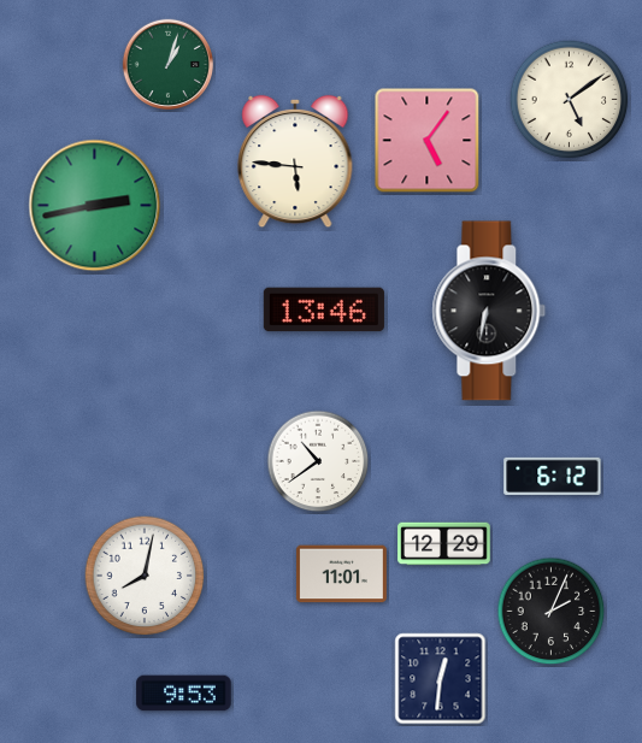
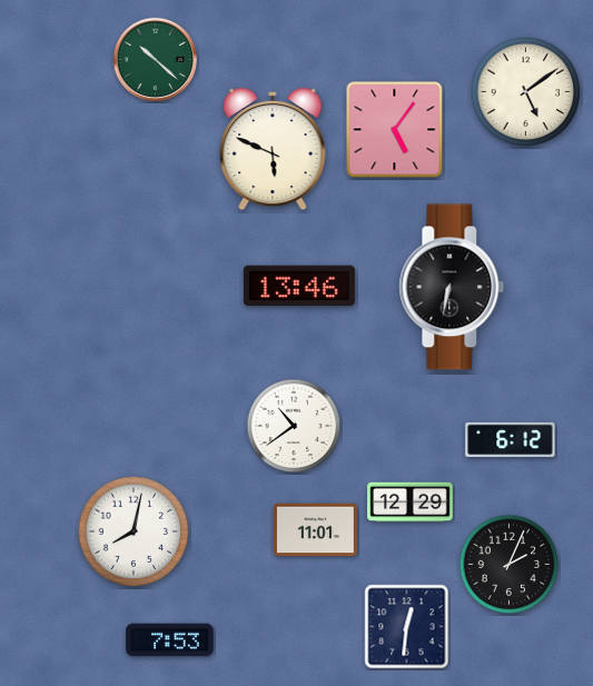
clock at (169, 65): 1:03 -> 10:22
clock at (295, 161): 5:46 -> 5:49
clock at (95, 206): 2:43 -> none
clock at (184, 694): 9:53 -> 7:53
